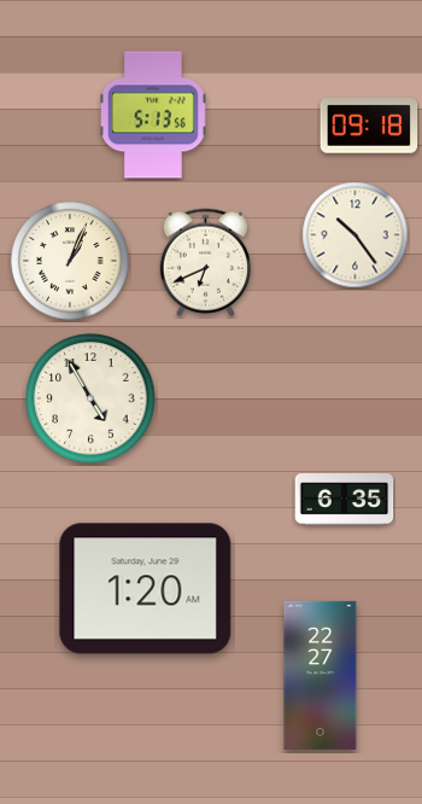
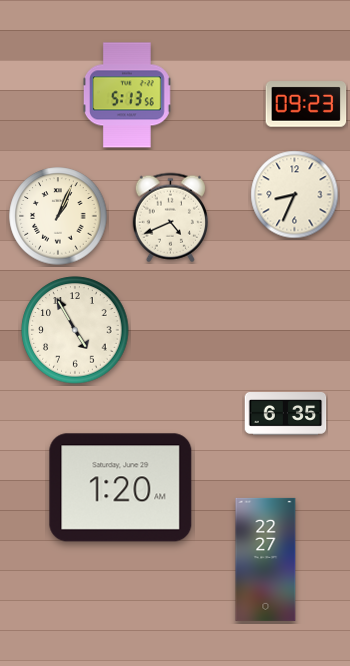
clock at (369, 126): 09:18 -> 09:23
clock at (356, 235): 10:24 -> 8:34
clock at (205, 263): 6:41 -> 4:41
